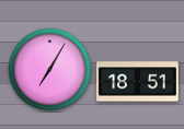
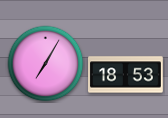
clock at (138, 82): 18:51 -> 18:53
